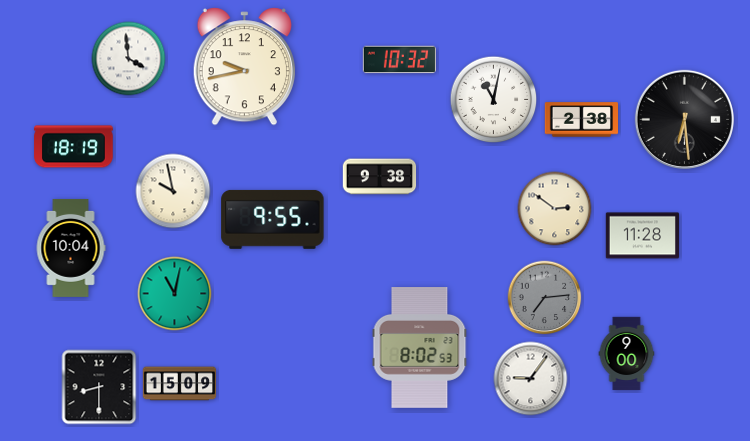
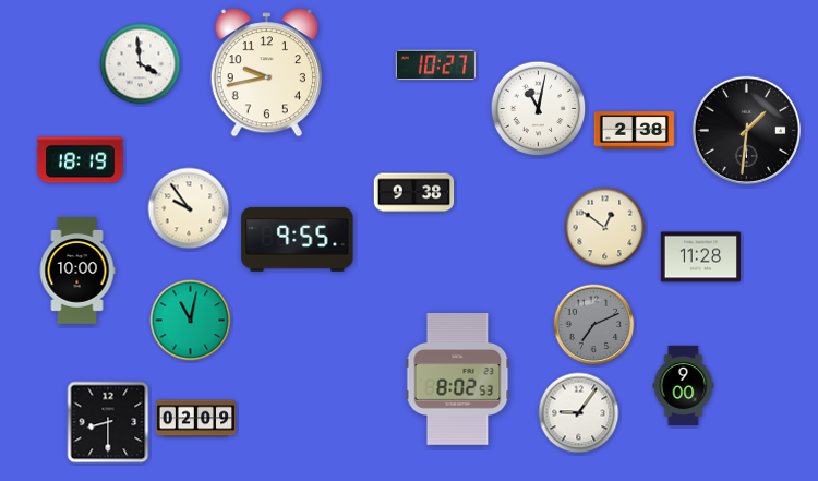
clock at (399, 60): 10:32 -> 10:27
clock at (684, 119): 6:29 -> 1:31
clock at (173, 191): 9:58 -> 9:54
clock at (555, 209): 2:51 -> 12:51
clock at (71, 248): 10:04 -> 10:00
clock at (545, 298): 7:14 -> 7:11
clock at (180, 384): 15:09 -> 02:09
